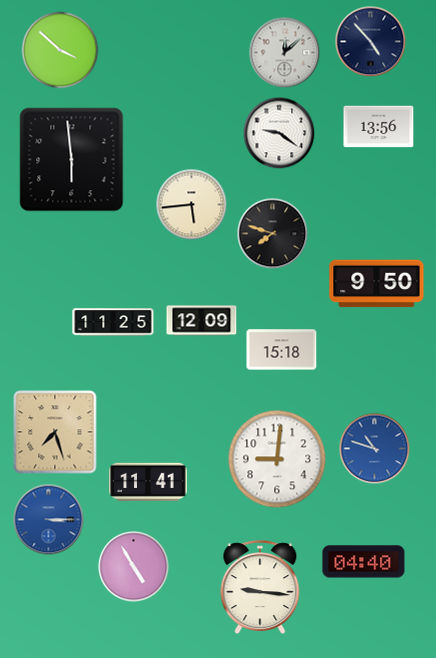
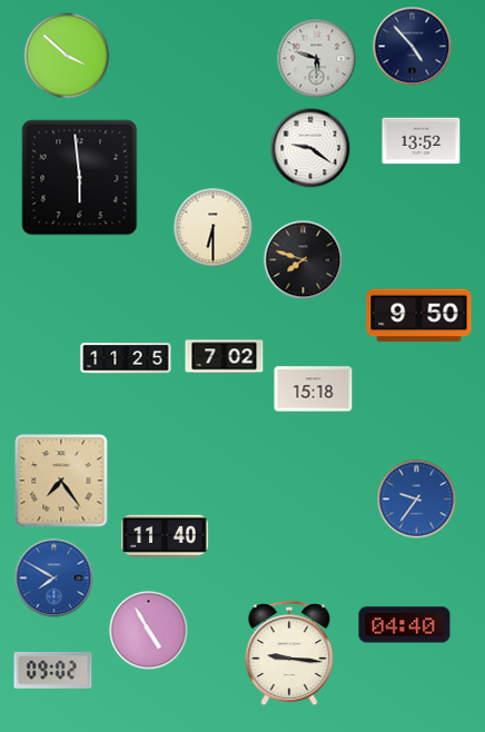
clock at (285, 53): 12:08 -> 5:48
clock at (379, 127): 13:56 -> 13:52
clock at (192, 205): 5:44 -> 6:30
clock at (202, 321): 12:09 -> 7:02
clock at (55, 432): 7:27 -> 7:24
clock at (375, 449): 10:48 -> 9:36
clock at (277, 459): 9:01 -> none
clock at (148, 482): 11:41 -> 11:40
clock at (49, 520): 3:15 -> 7:50
clock at (53, 671): none -> 09:02
